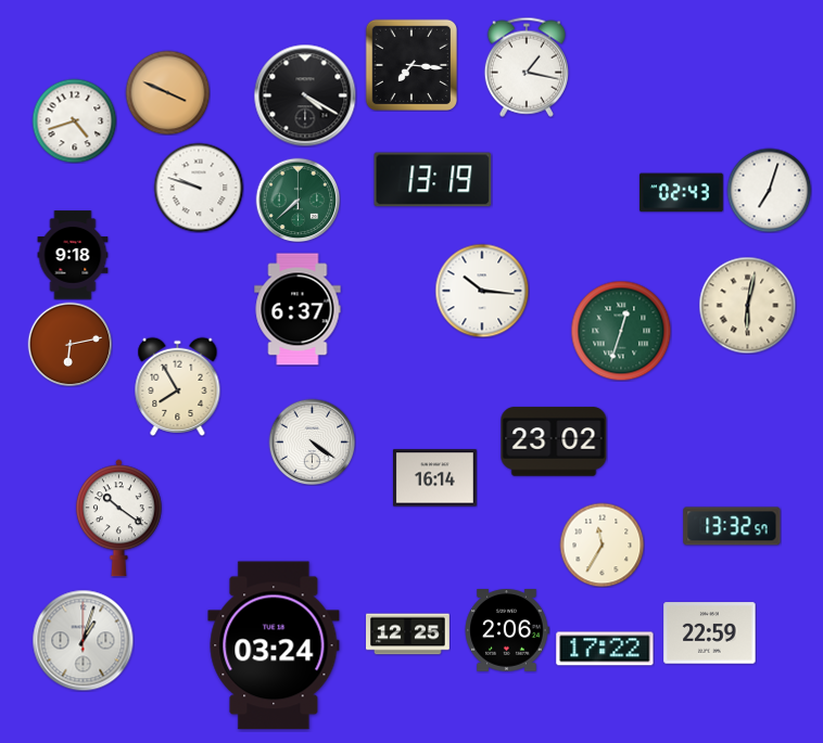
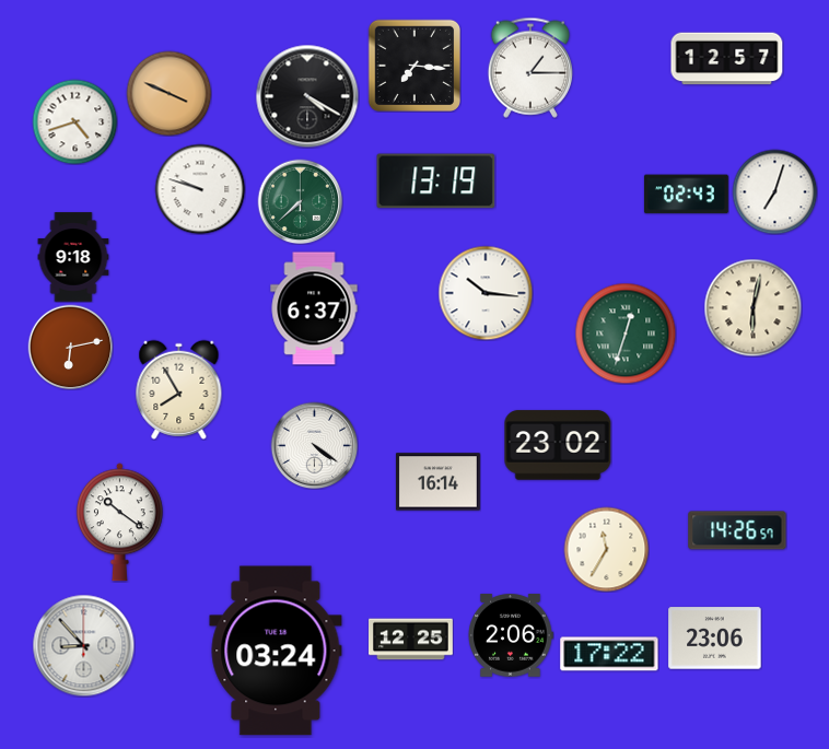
clock at (727, 59): none -> 12:57
clock at (527, 67): 1:17 -> 1:15
clock at (297, 309) position: (297, 309) -> (314, 308)
clock at (732, 526): 13:32 -> 14:26
clock at (710, 633): 22:59 -> 23:06
clock at (83, 640): 1:03 -> 8:53
